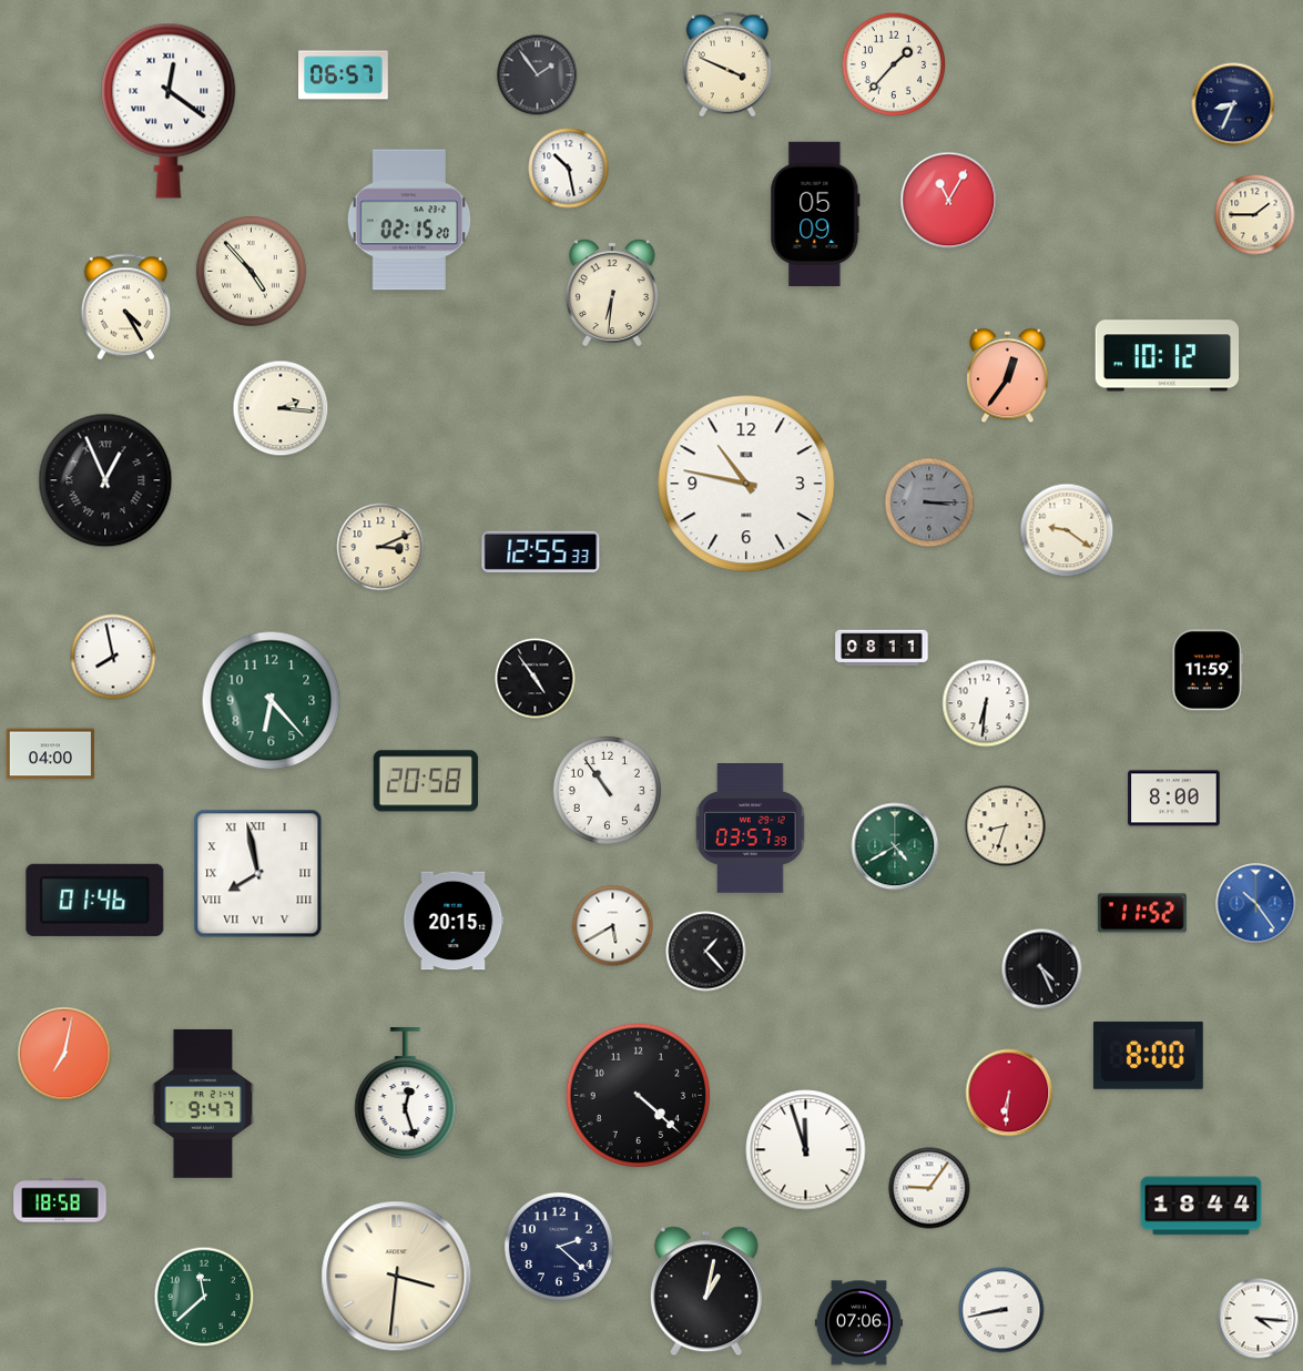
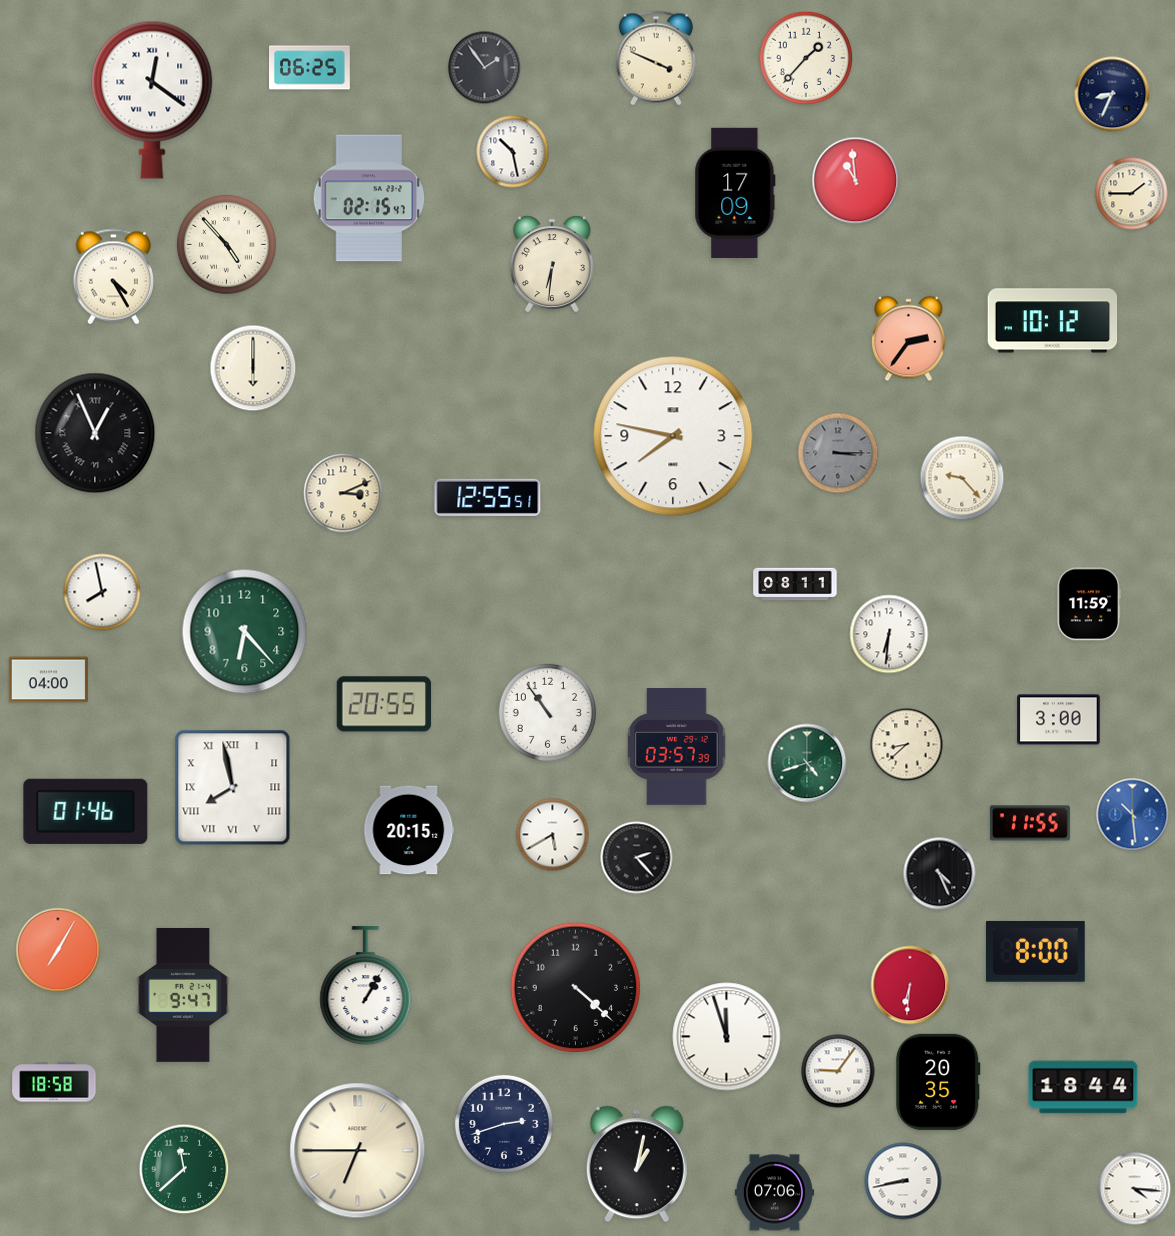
clock at (344, 75): 06:57 -> 06:25
clock at (949, 201): 11:05 -> 10:59
clock at (815, 213): 05:09 -> 17:09
clock at (409, 220): 02:15:20 -> 02:15:47
clock at (1008, 376): 12:36 -> 2:36
clock at (281, 408): 2:16 -> 6:00
clock at (746, 484): 10:47 -> 7:47
clock at (1067, 530): 9:21 -> 9:23
clock at (541, 551): 12:55:33 -> 12:55:51
clock at (536, 679): 4:54 -> none
clock at (50, 754) position: (50, 754) -> (48, 680)
clock at (426, 781): 20:58 -> 20:55
clock at (1174, 799): 8:00 -> 3:00
clock at (1006, 826): 8:33 -> 8:38
clock at (895, 846): 4:40 -> 4:42
clock at (1256, 904): 10:24 -> 10:29
clock at (1142, 913): 11:52 -> 11:55
clock at (706, 952): 1:23 -> 2:23
clock at (64, 1054): 7:02 -> 7:05
clock at (406, 1094): 12:27 -> 1:05
clock at (938, 1082): none -> 20:35
clock at (559, 1247): 2:22 -> 2:42
clock at (397, 1277): 3:31 -> 6:45
